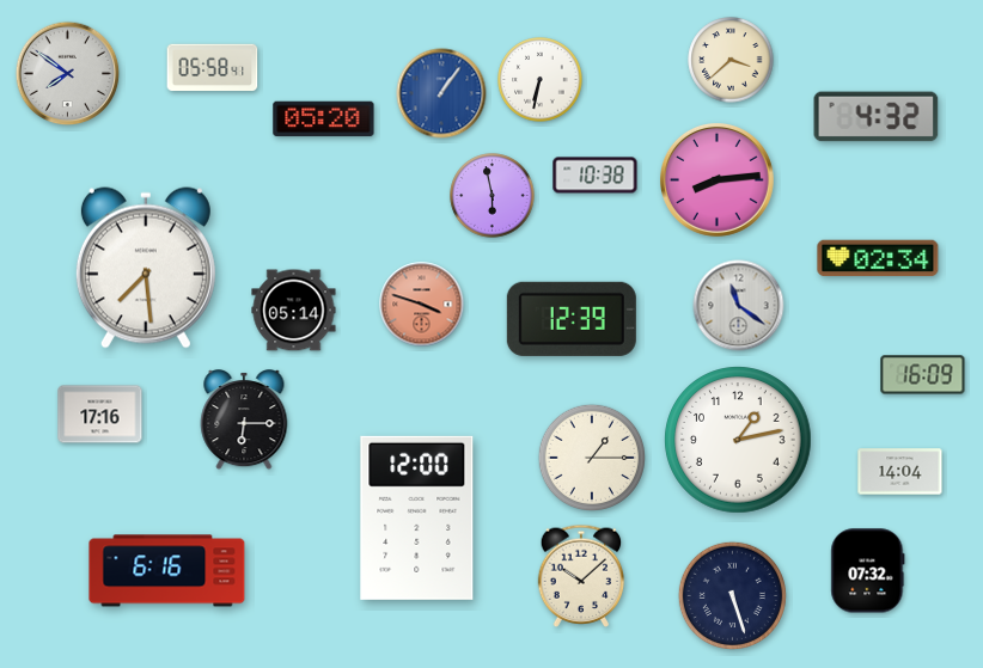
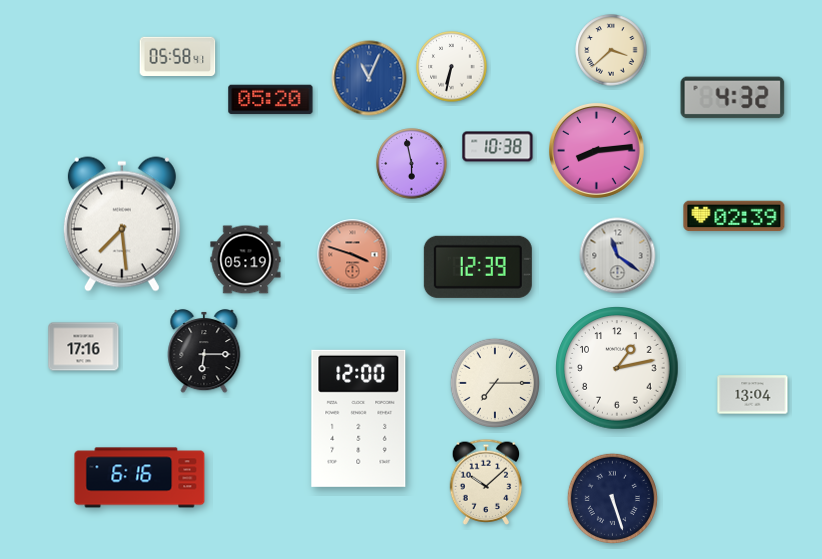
clock at (68, 74): 7:51 -> none
clock at (441, 93): 1:06 -> 11:04
clock at (716, 179) position: (716, 179) -> (596, 150)
clock at (878, 258): 02:34 -> 02:39
clock at (294, 311): 05:14 -> 05:19
clock at (923, 375): 16:09 -> none
clock at (591, 456): 1:15 -> 7:15
clock at (900, 472): 14:04 -> 13:04
clock at (417, 517) position: (417, 517) -> (359, 418)
clock at (868, 571): 07:32 -> none
